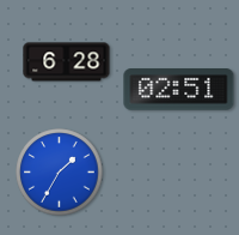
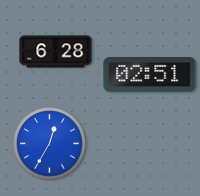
clock at (60, 173): 1:35 -> 12:35
